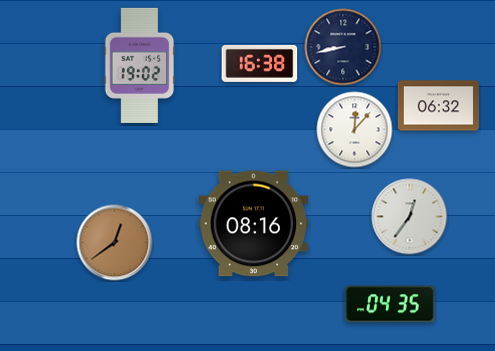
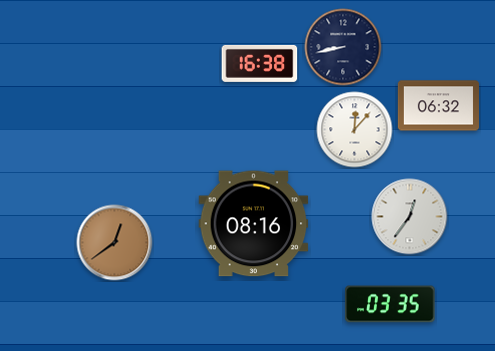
clock at (140, 65): 19:02 -> none
clock at (390, 304): 04:35 -> 03:35
